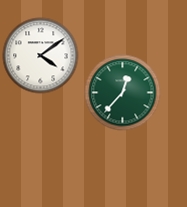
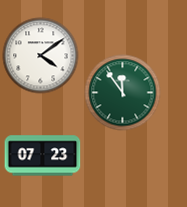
clock at (123, 93): 12:37 -> 11:54
clock at (43, 156): none -> 07:23
